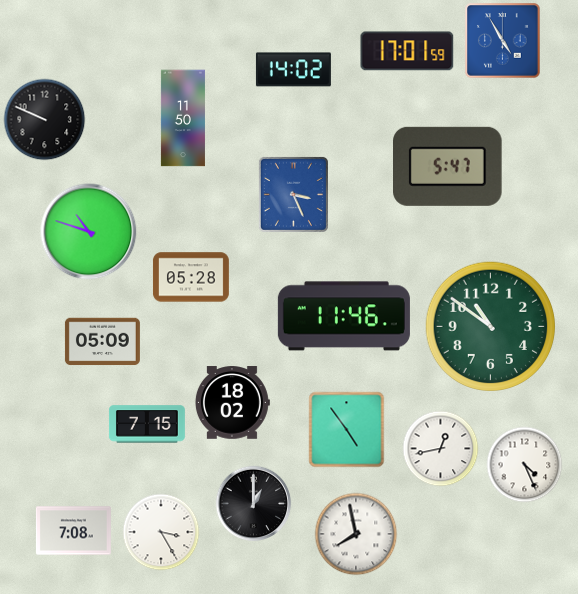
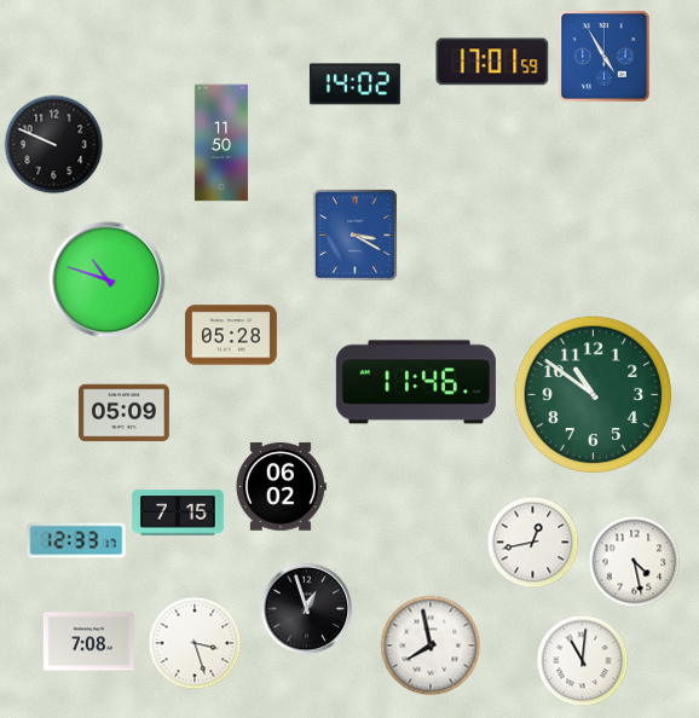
clock at (503, 41) position: (503, 41) -> (605, 57)
clock at (448, 166): 5:47 -> none
clock at (293, 194): 3:26 -> 3:20
clock at (232, 403): 18:02 -> 06:02
clock at (347, 430): 4:54 -> none
clock at (76, 540): none -> 12:33
clock at (525, 465): 4:26 -> 4:28
clock at (254, 504): 1:00 -> 12:57
clock at (161, 532): 3:25 -> 3:27
clock at (583, 661): none -> 11:01
